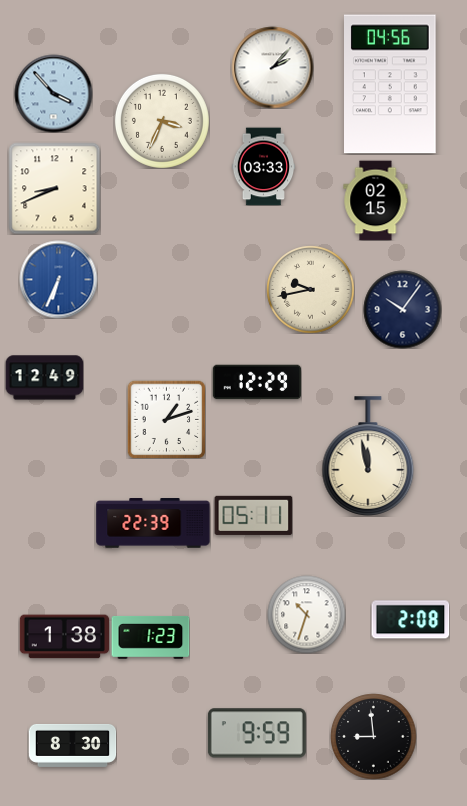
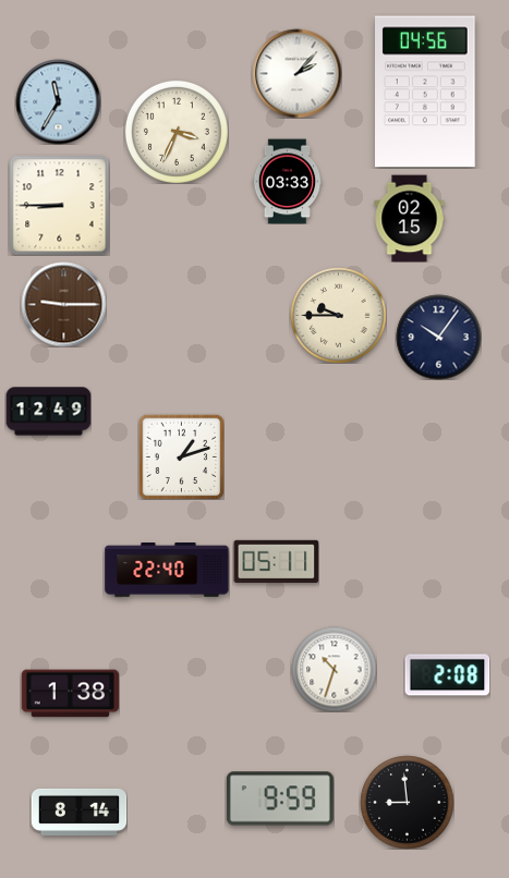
clock at (53, 93): 3:53 -> 11:35
clock at (54, 188): 8:41 -> 8:45
clock at (58, 279): 6:34 -> 9:15
clock at (58, 279) dial: blue -> brown
clock at (310, 289): 9:43 -> 9:45
clock at (257, 382): 12:29 -> none
clock at (368, 456): 11:58 -> none
clock at (153, 523): 22:39 -> 22:40
clock at (150, 637): 1:23 -> none
clock at (72, 745): 8:30 -> 8:14
